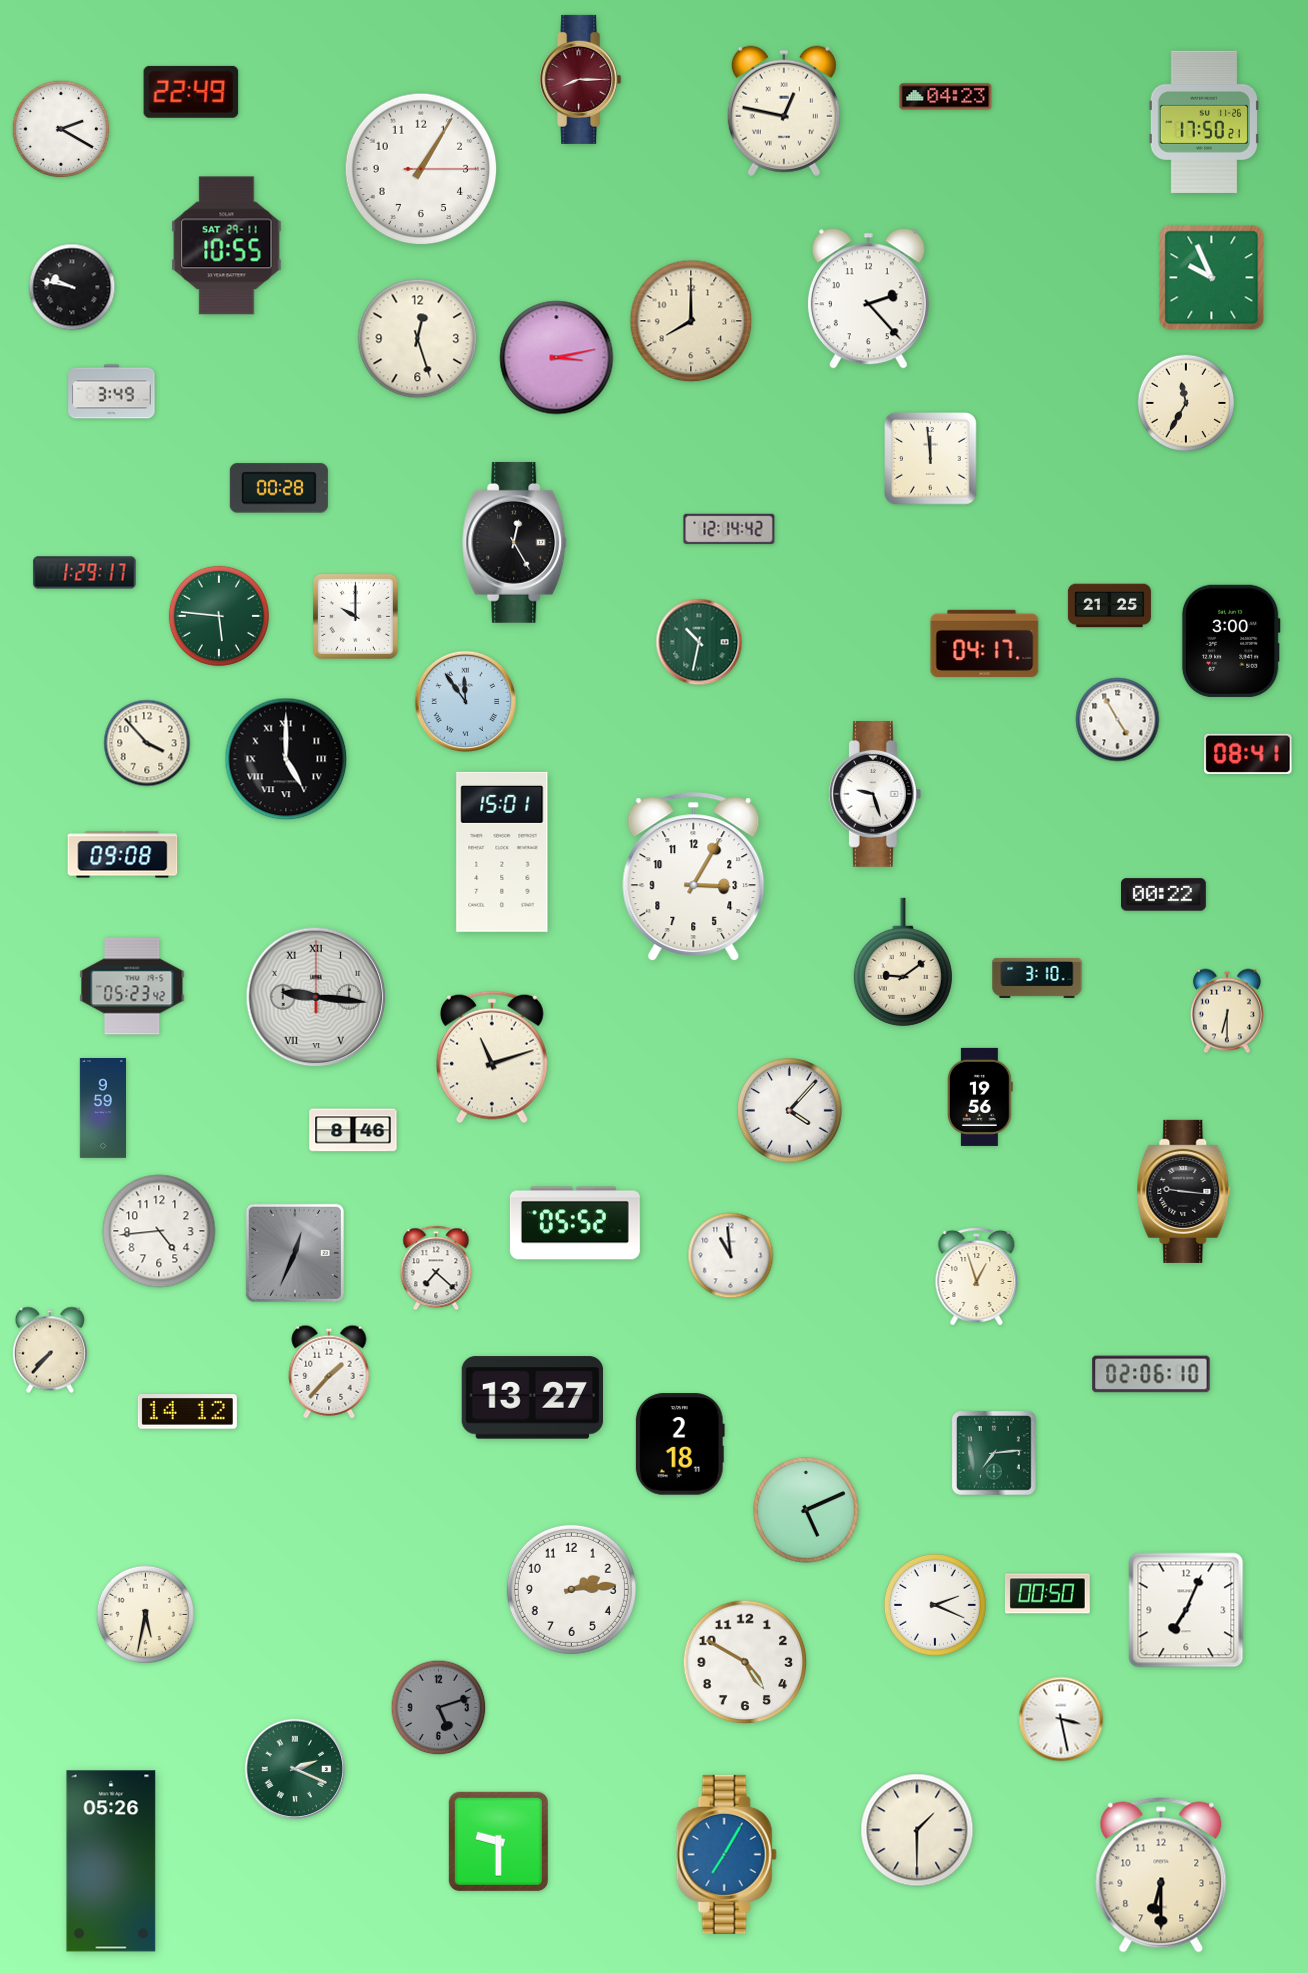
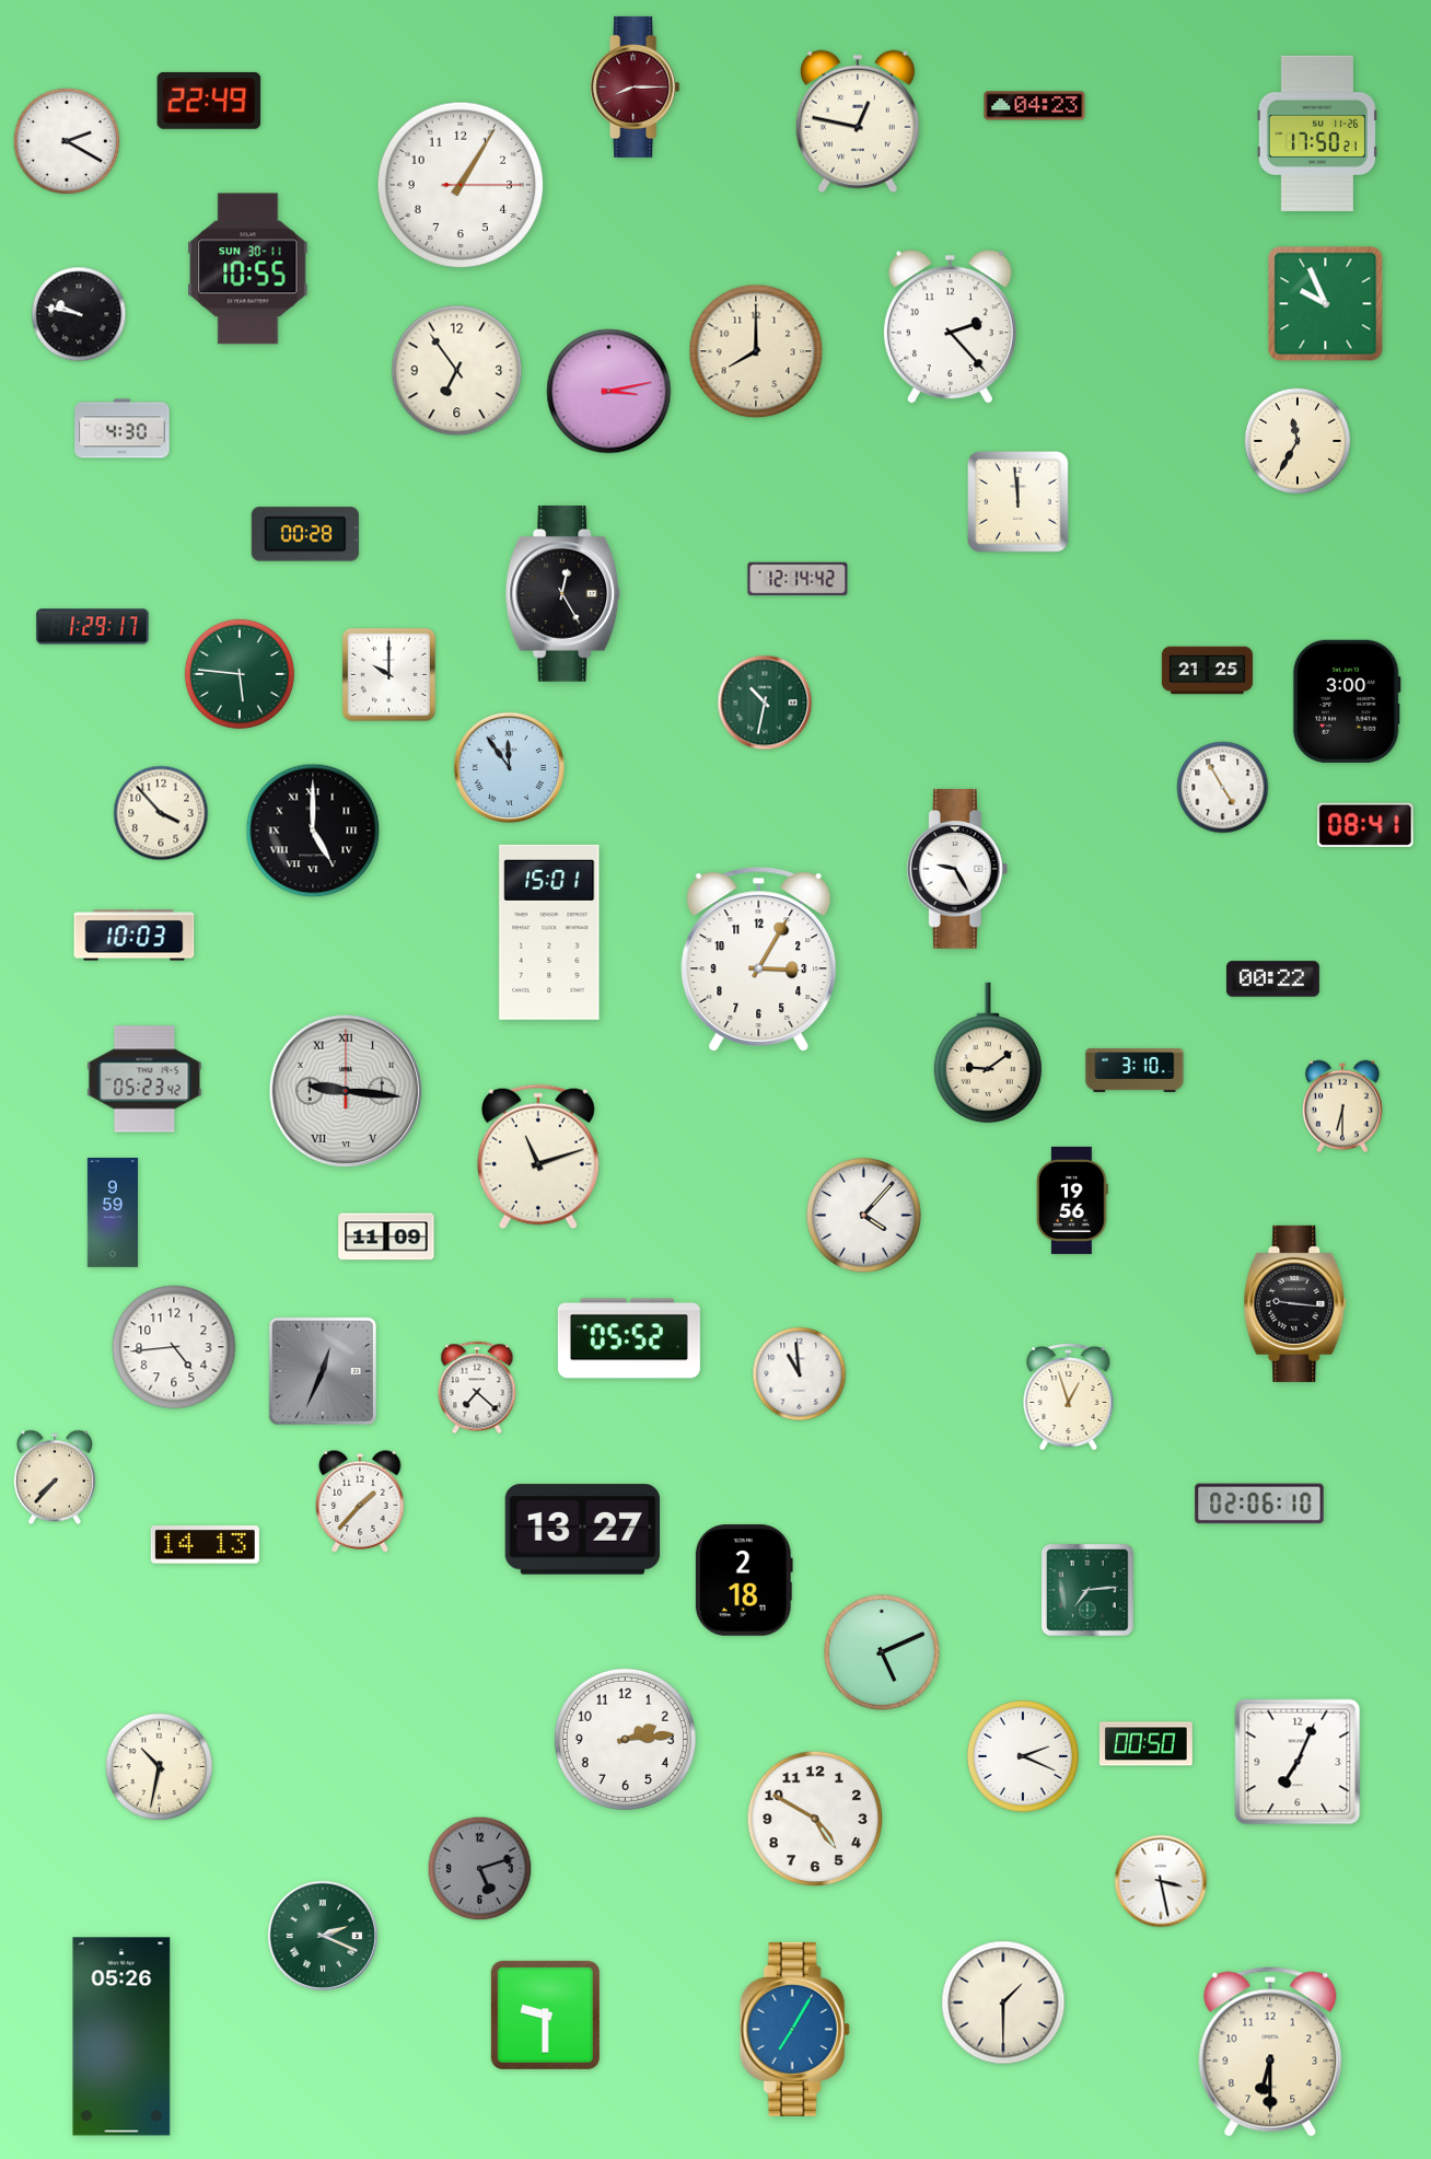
clock at (227, 246) date: SAT 29-11 -> SUN 30-11
clock at (418, 339): 12:27 -> 6:54
clock at (112, 392): 3:49 -> 4:30
clock at (1109, 606) position: (1109, 606) -> (1207, 671)
clock at (985, 643): 04:17 -> none
clock at (875, 794): 9:27 -> 9:25
clock at (123, 855): 09:08 -> 10:03
clock at (353, 1130): 8:46 -> 11:09
clock at (187, 1412): 14:12 -> 14:13
clock at (145, 1614): 5:32 -> 10:32
